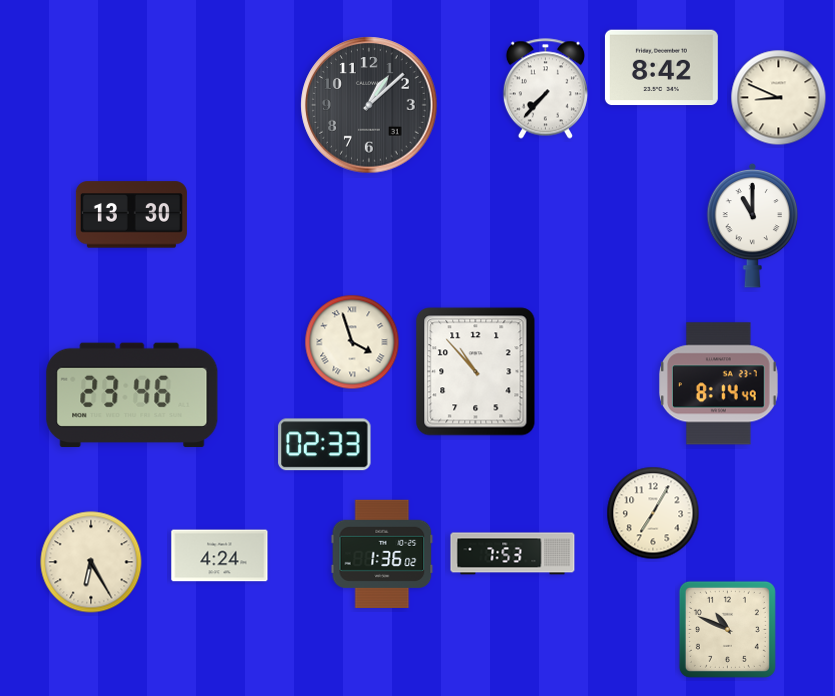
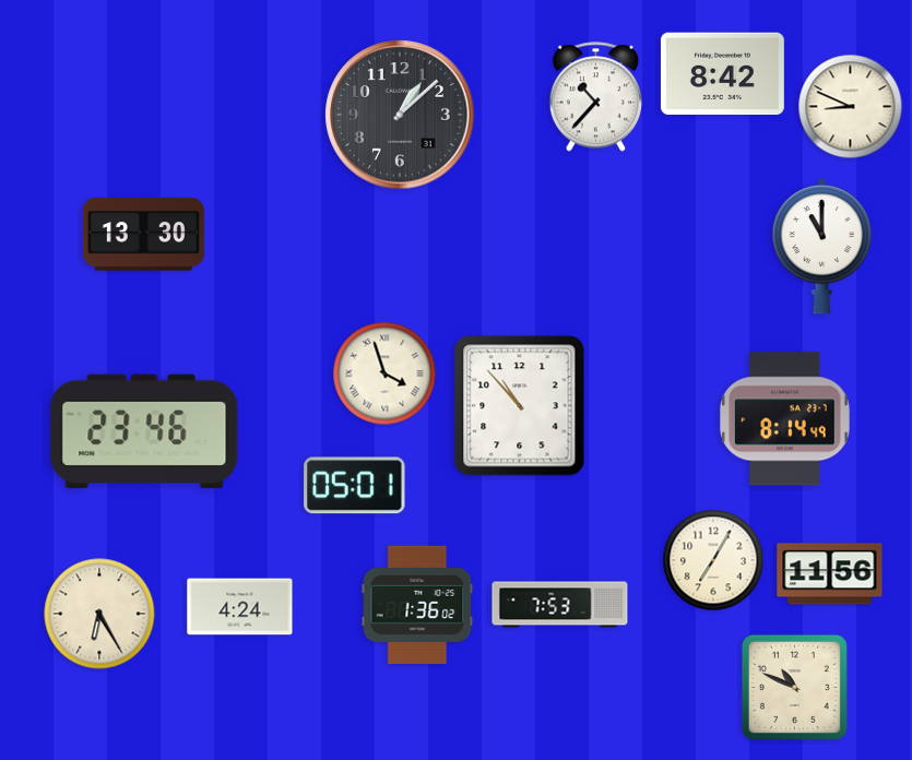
clock at (545, 89): 7:37 -> 10:37
clock at (369, 105) position: (369, 105) -> (400, 115)
clock at (325, 445): 02:33 -> 05:01
clock at (830, 574): none -> 11:56
